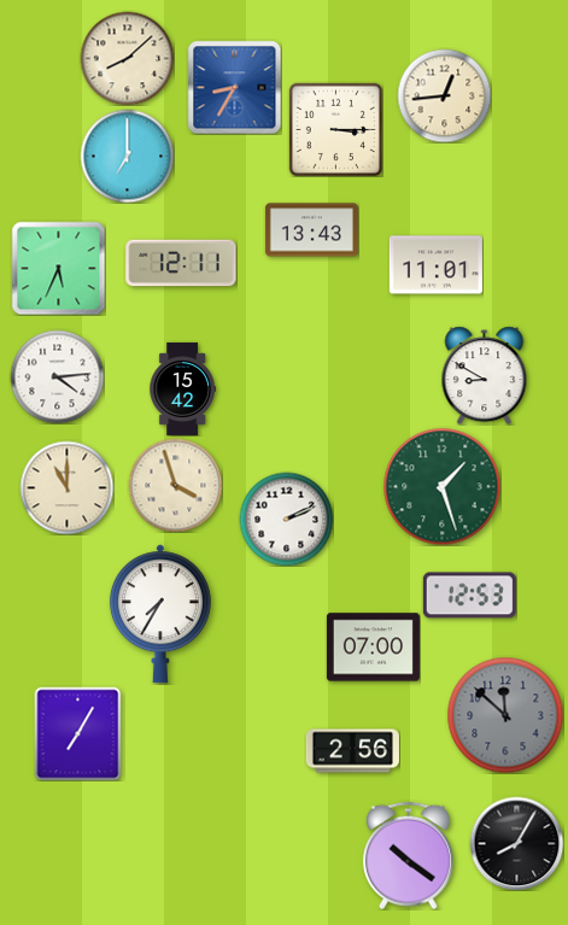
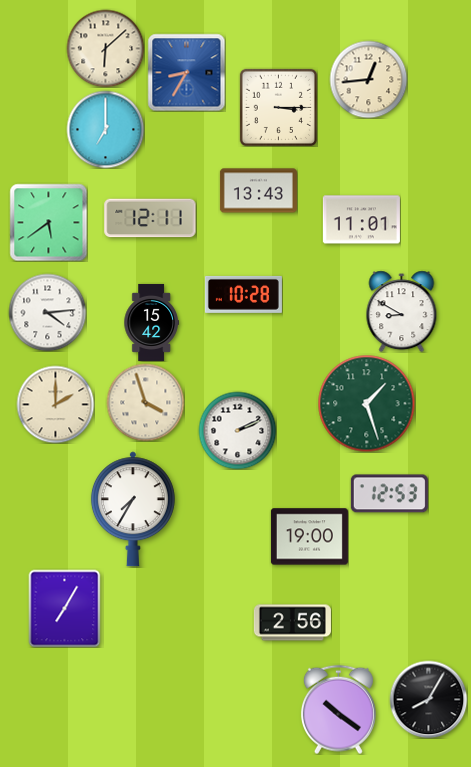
clock at (127, 58): 8:08 -> 6:08
clock at (234, 87) position: (234, 87) -> (186, 72)
clock at (58, 268): 5:34 -> 5:39
clock at (243, 294): none -> 10:28
clock at (66, 487): 11:00 -> 2:00
clock at (373, 648): 07:00 -> 19:00
clock at (505, 715): 11:52 -> none
